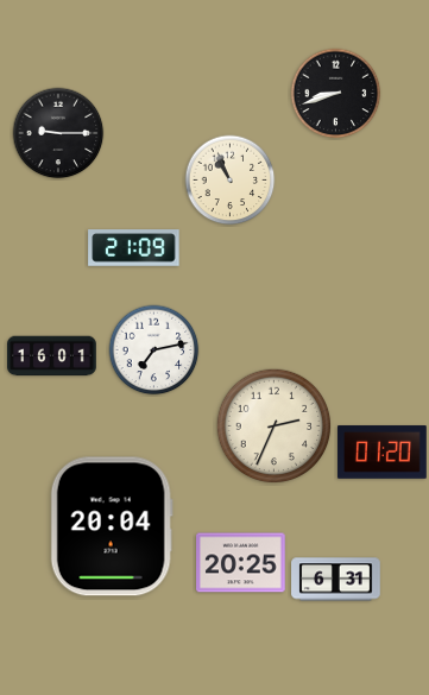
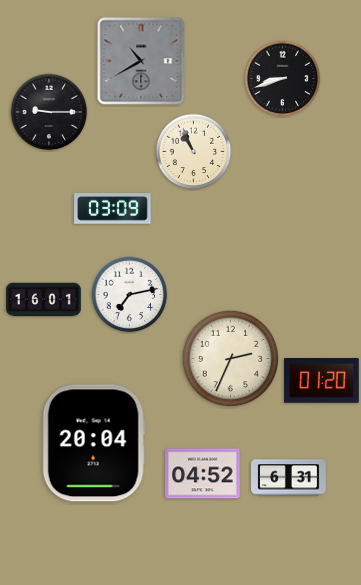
clock at (141, 61): none -> 10:40
clock at (134, 248): 21:09 -> 03:09
clock at (241, 563): 20:25 -> 04:52
clock at (336, 580) position: (336, 580) -> (289, 478)
